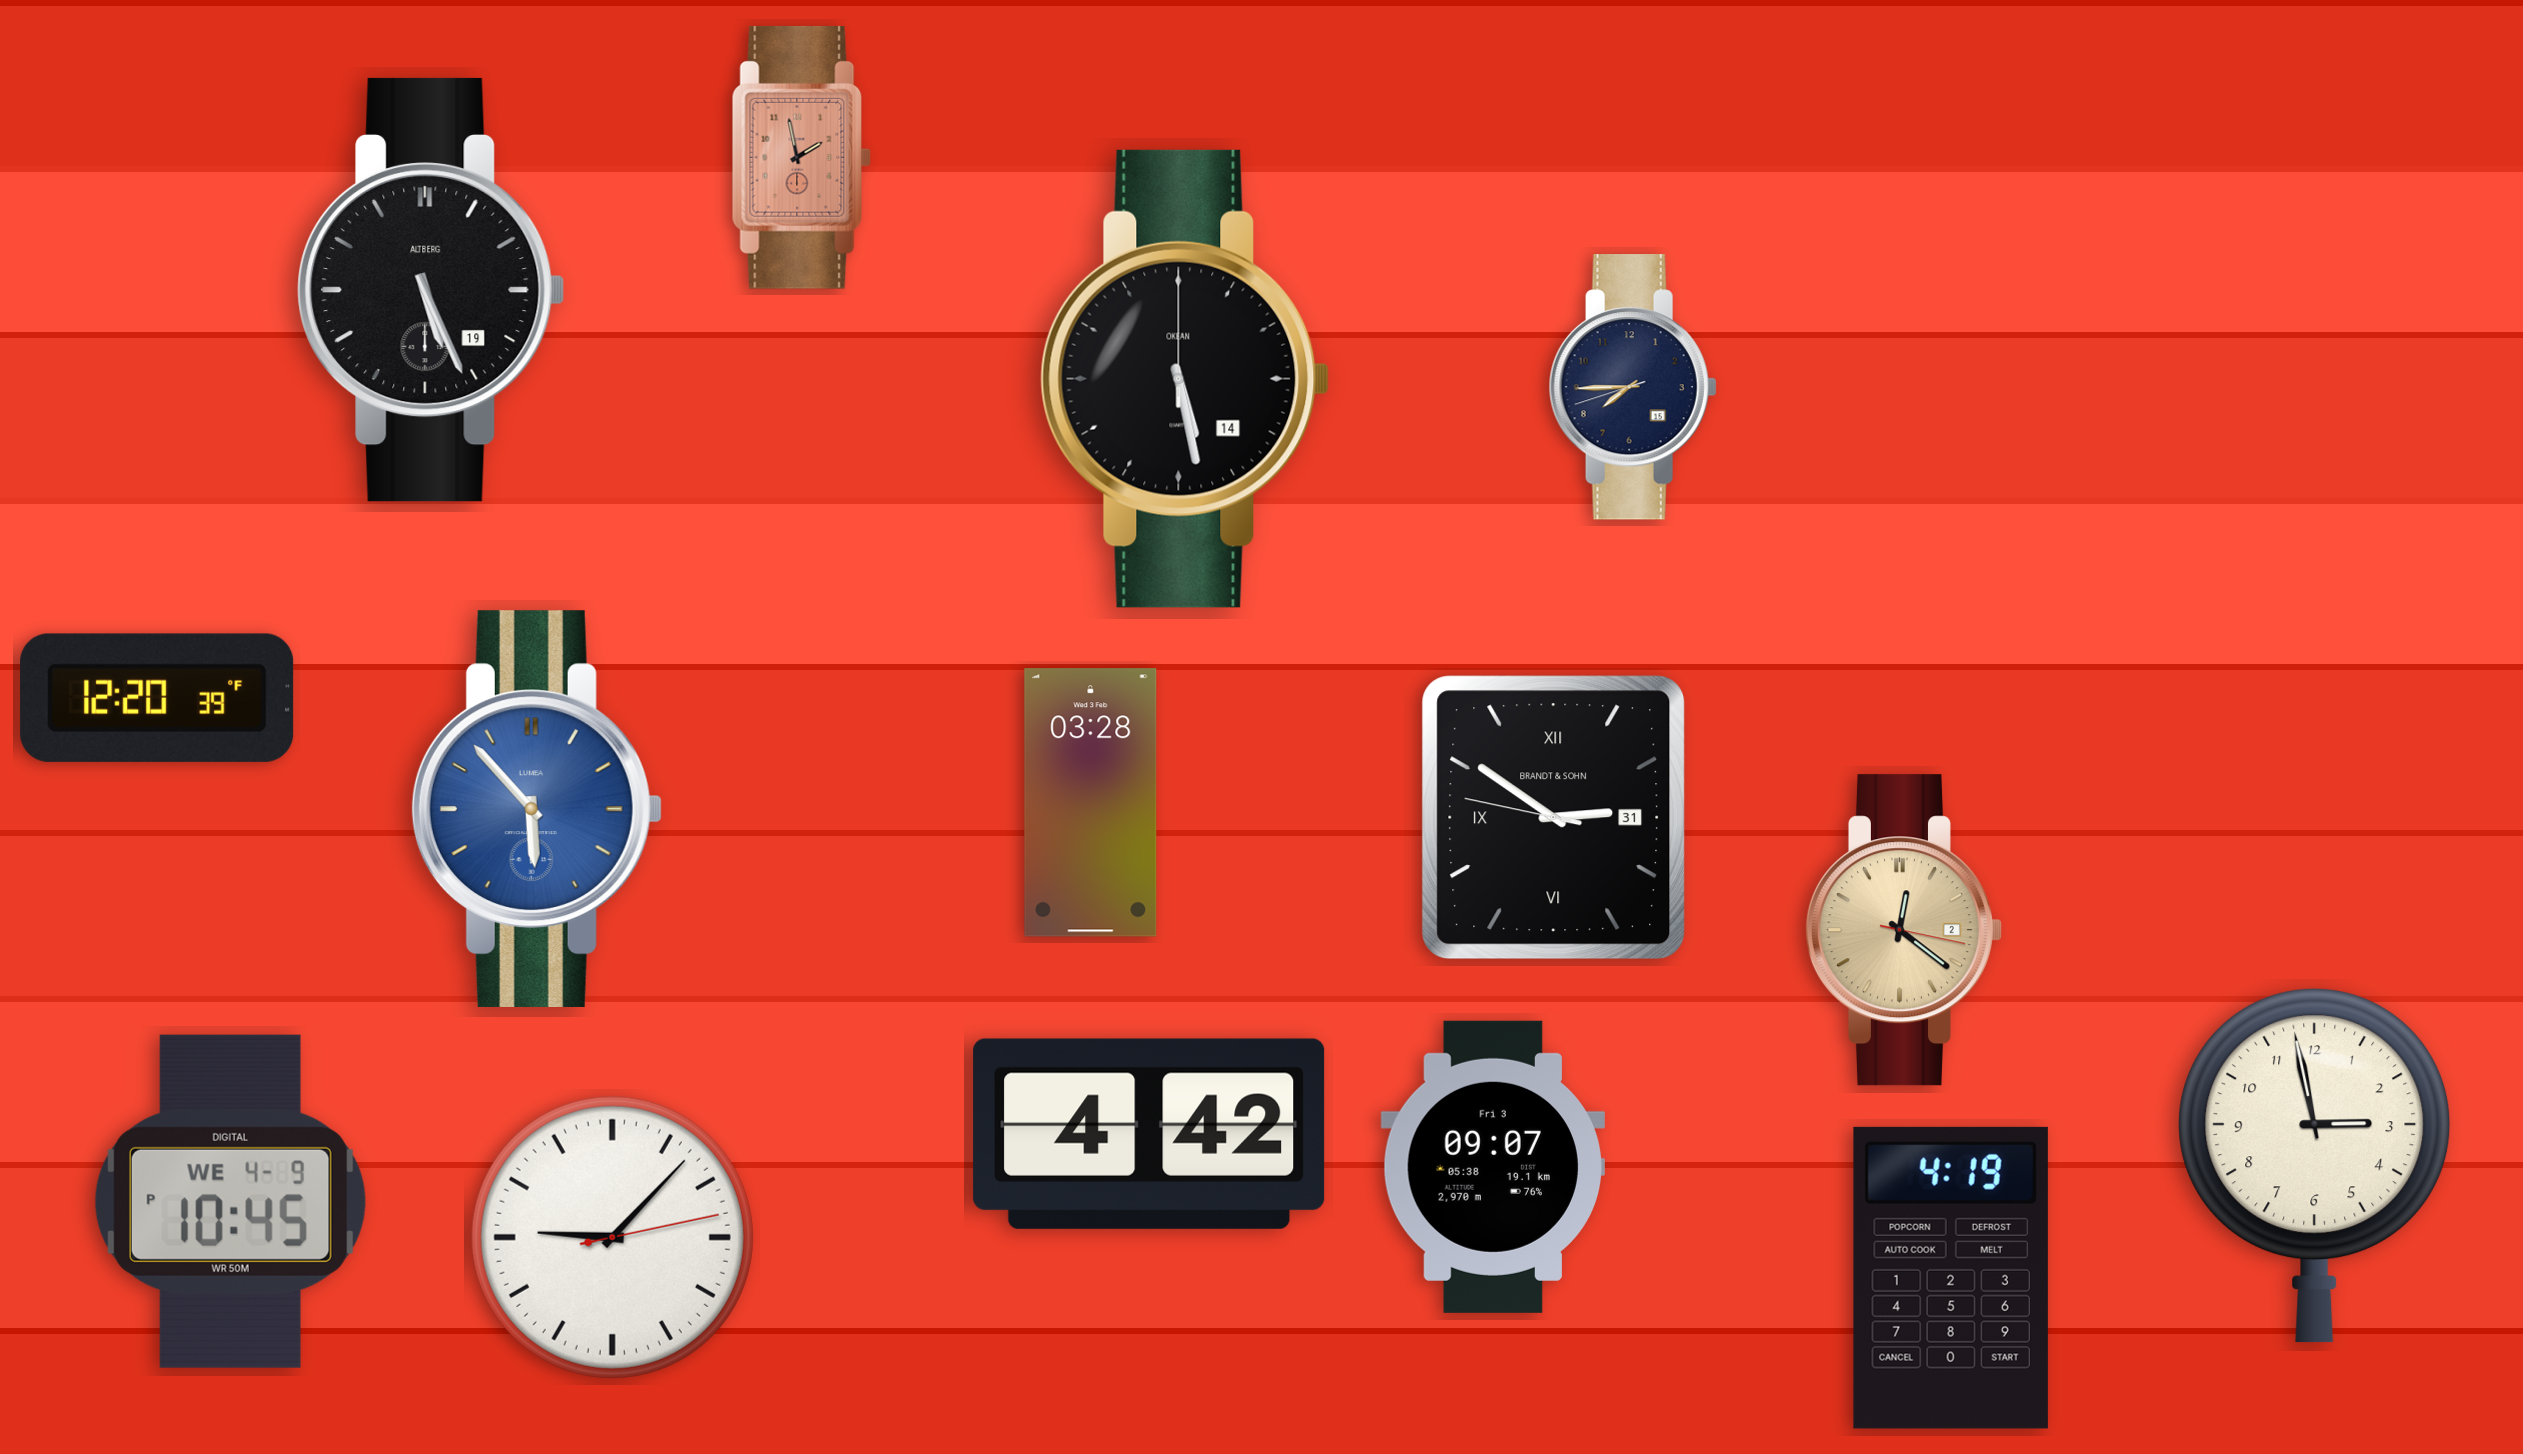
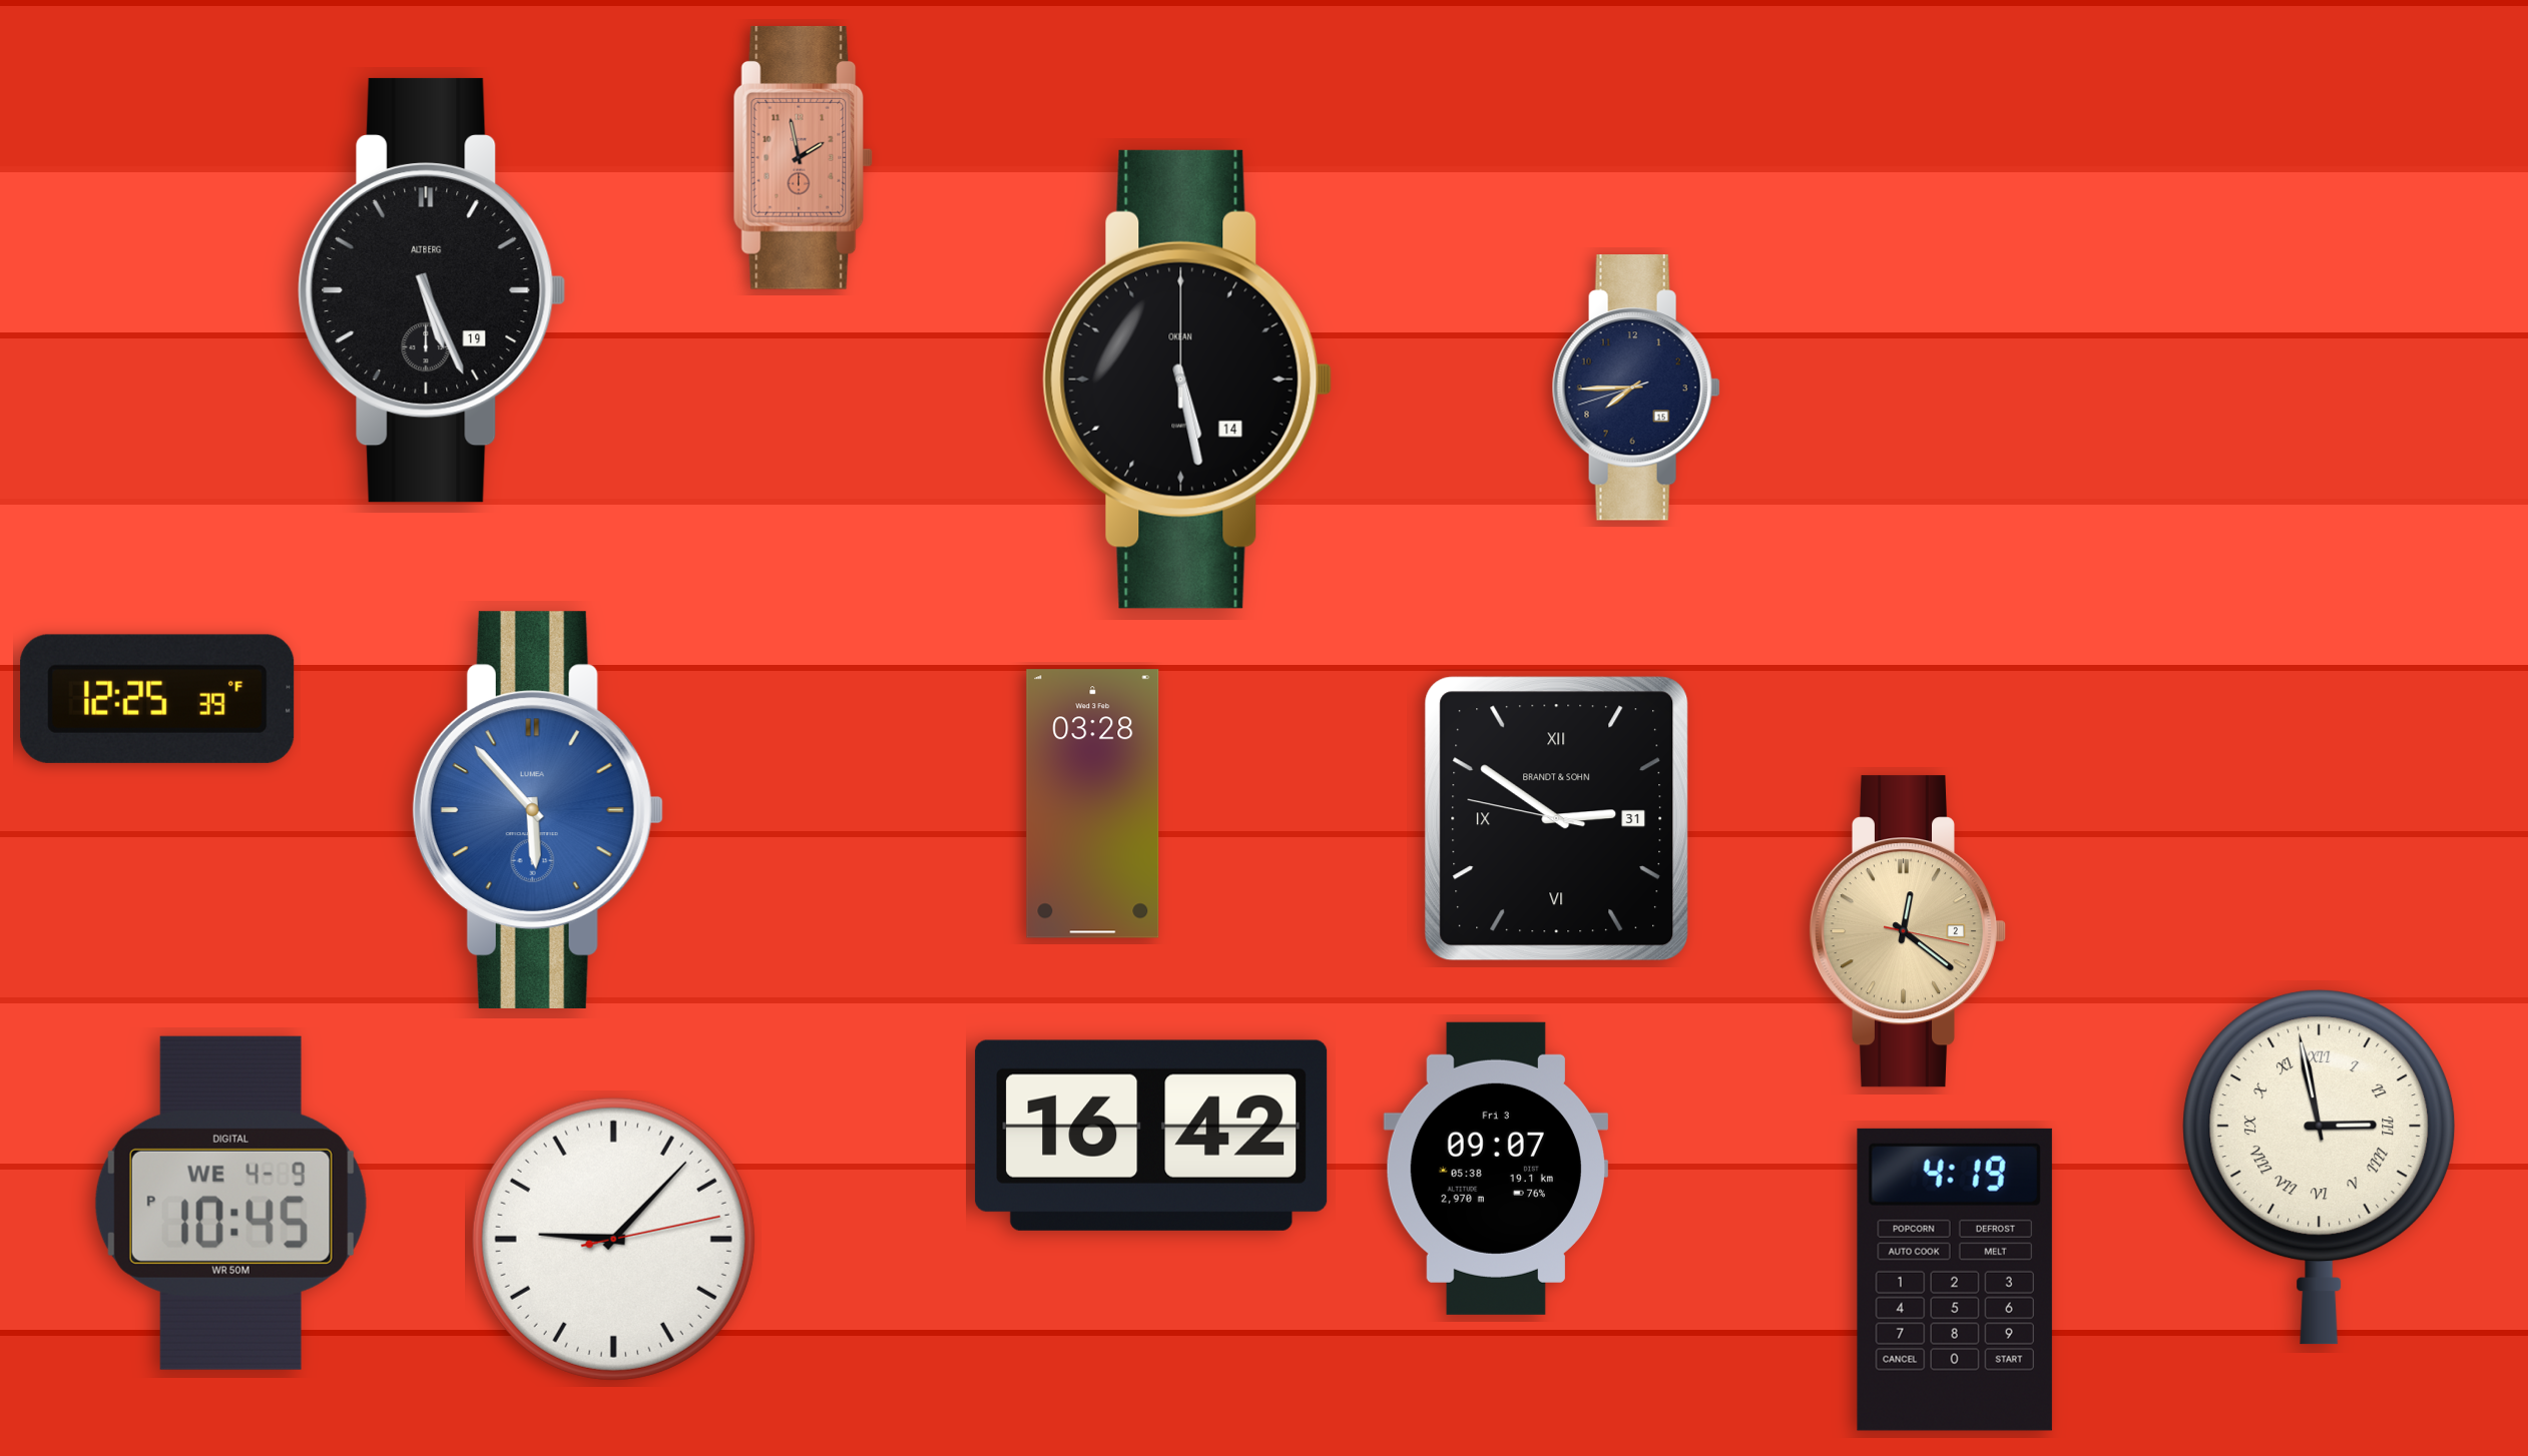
clock at (157, 698): 12:20 -> 12:25
clock at (1149, 1134): 4:42 -> 16:42
clock at (2315, 1166) numerals: Arabic -> Roman
